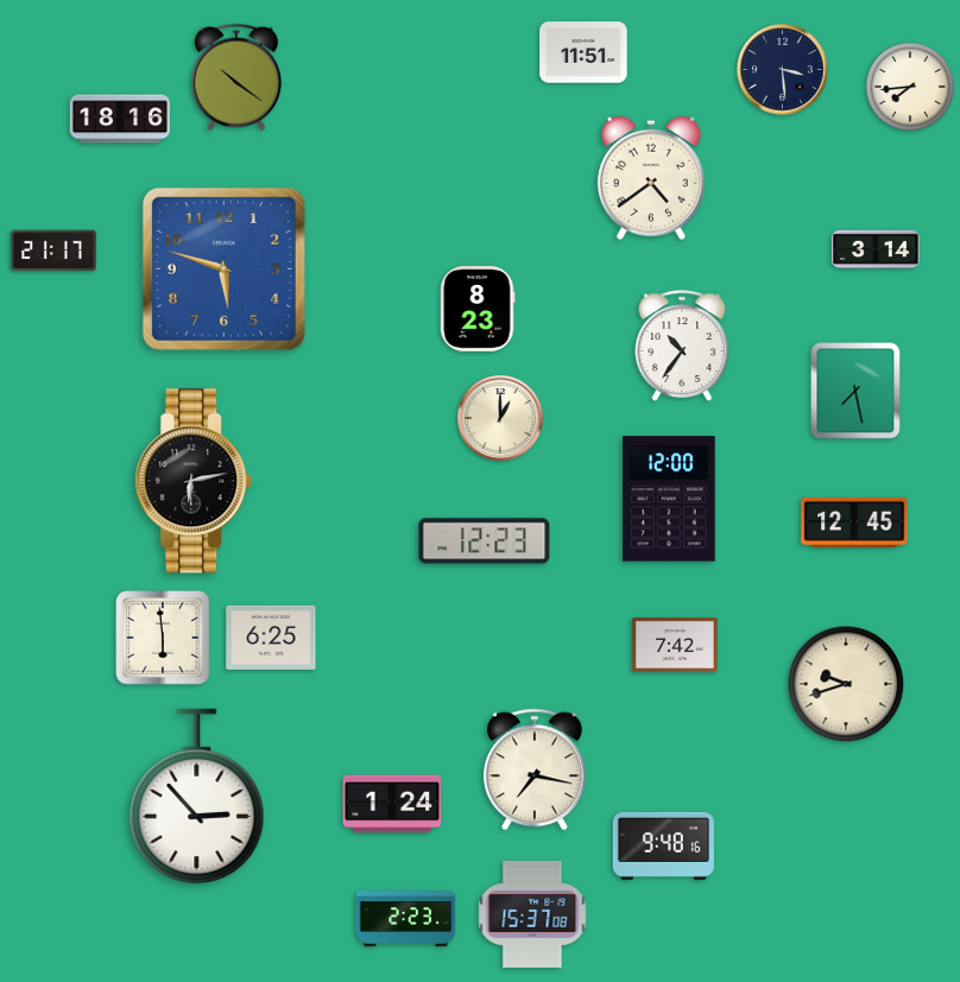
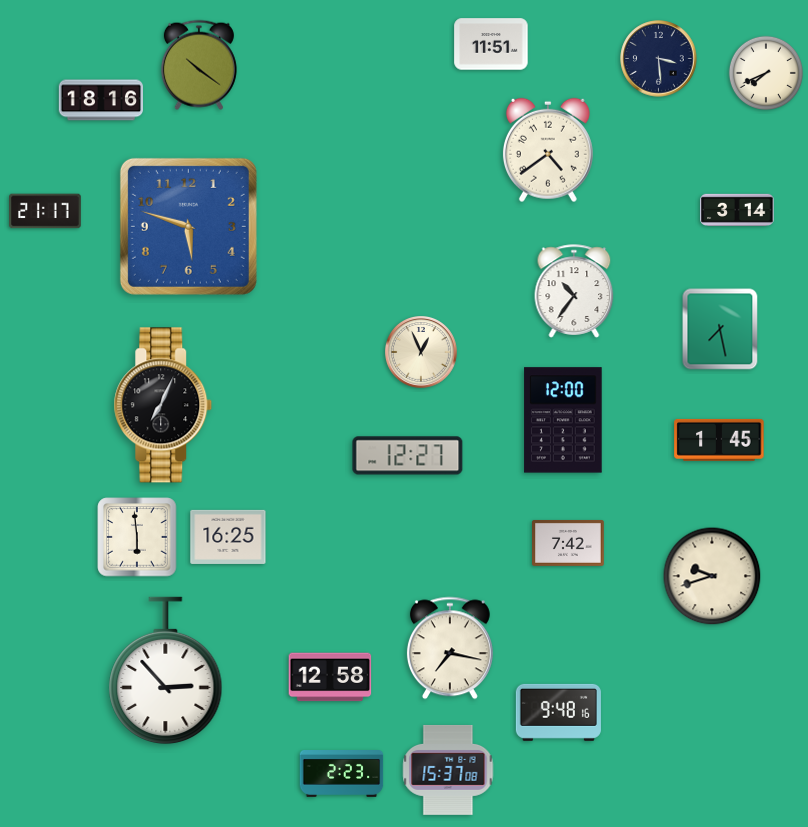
clock at (909, 85): 7:44 -> 7:41
clock at (478, 310): 8:23 -> none
clock at (501, 419): 1:00 -> 12:56
clock at (194, 481): 6:13 -> 7:04
clock at (854, 522): 12:45 -> 1:45
clock at (485, 541): 12:23 -> 12:27
clock at (271, 638): 6:25 -> 16:25
clock at (392, 804): 1:24 -> 12:58
